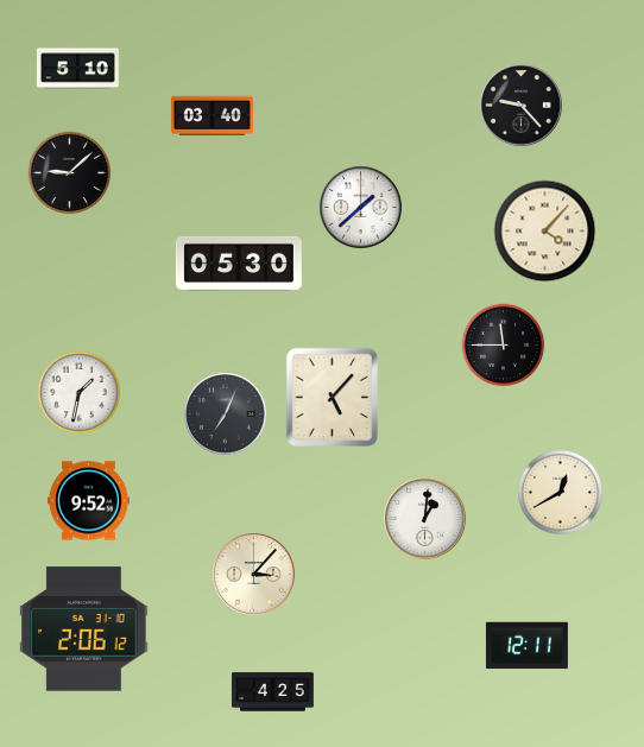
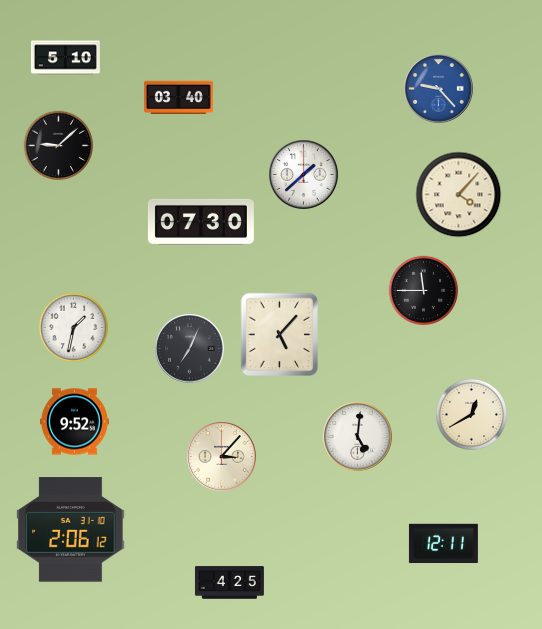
clock at (522, 106) dial: black -> blue
clock at (239, 264): 05:30 -> 07:30
clock at (80, 393) position: (80, 393) -> (74, 328)
clock at (425, 519): 1:01 -> 5:01
clock at (254, 575) position: (254, 575) -> (222, 457)
